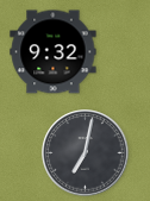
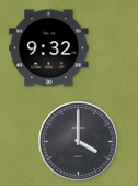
clock at (86, 153): 7:02 -> 4:00
